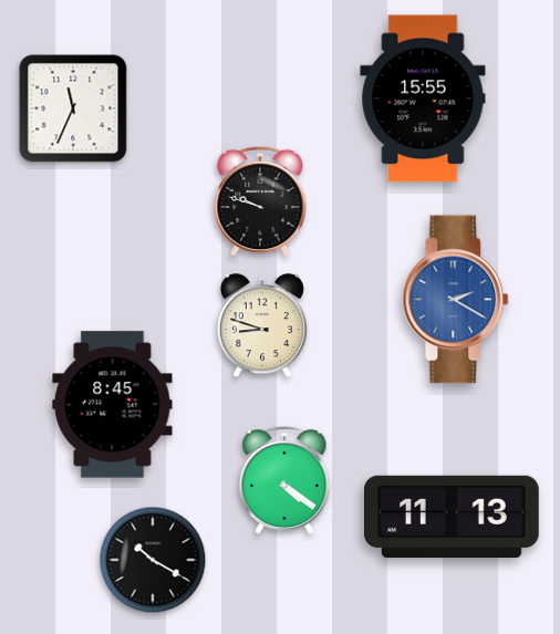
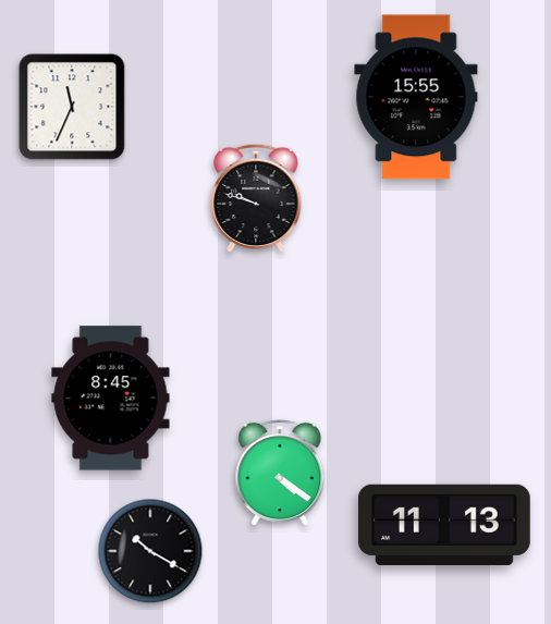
clock at (456, 300): 2:20 -> none
clock at (262, 326): 8:48 -> none
clock at (453, 517) position: (453, 517) -> (445, 525)
